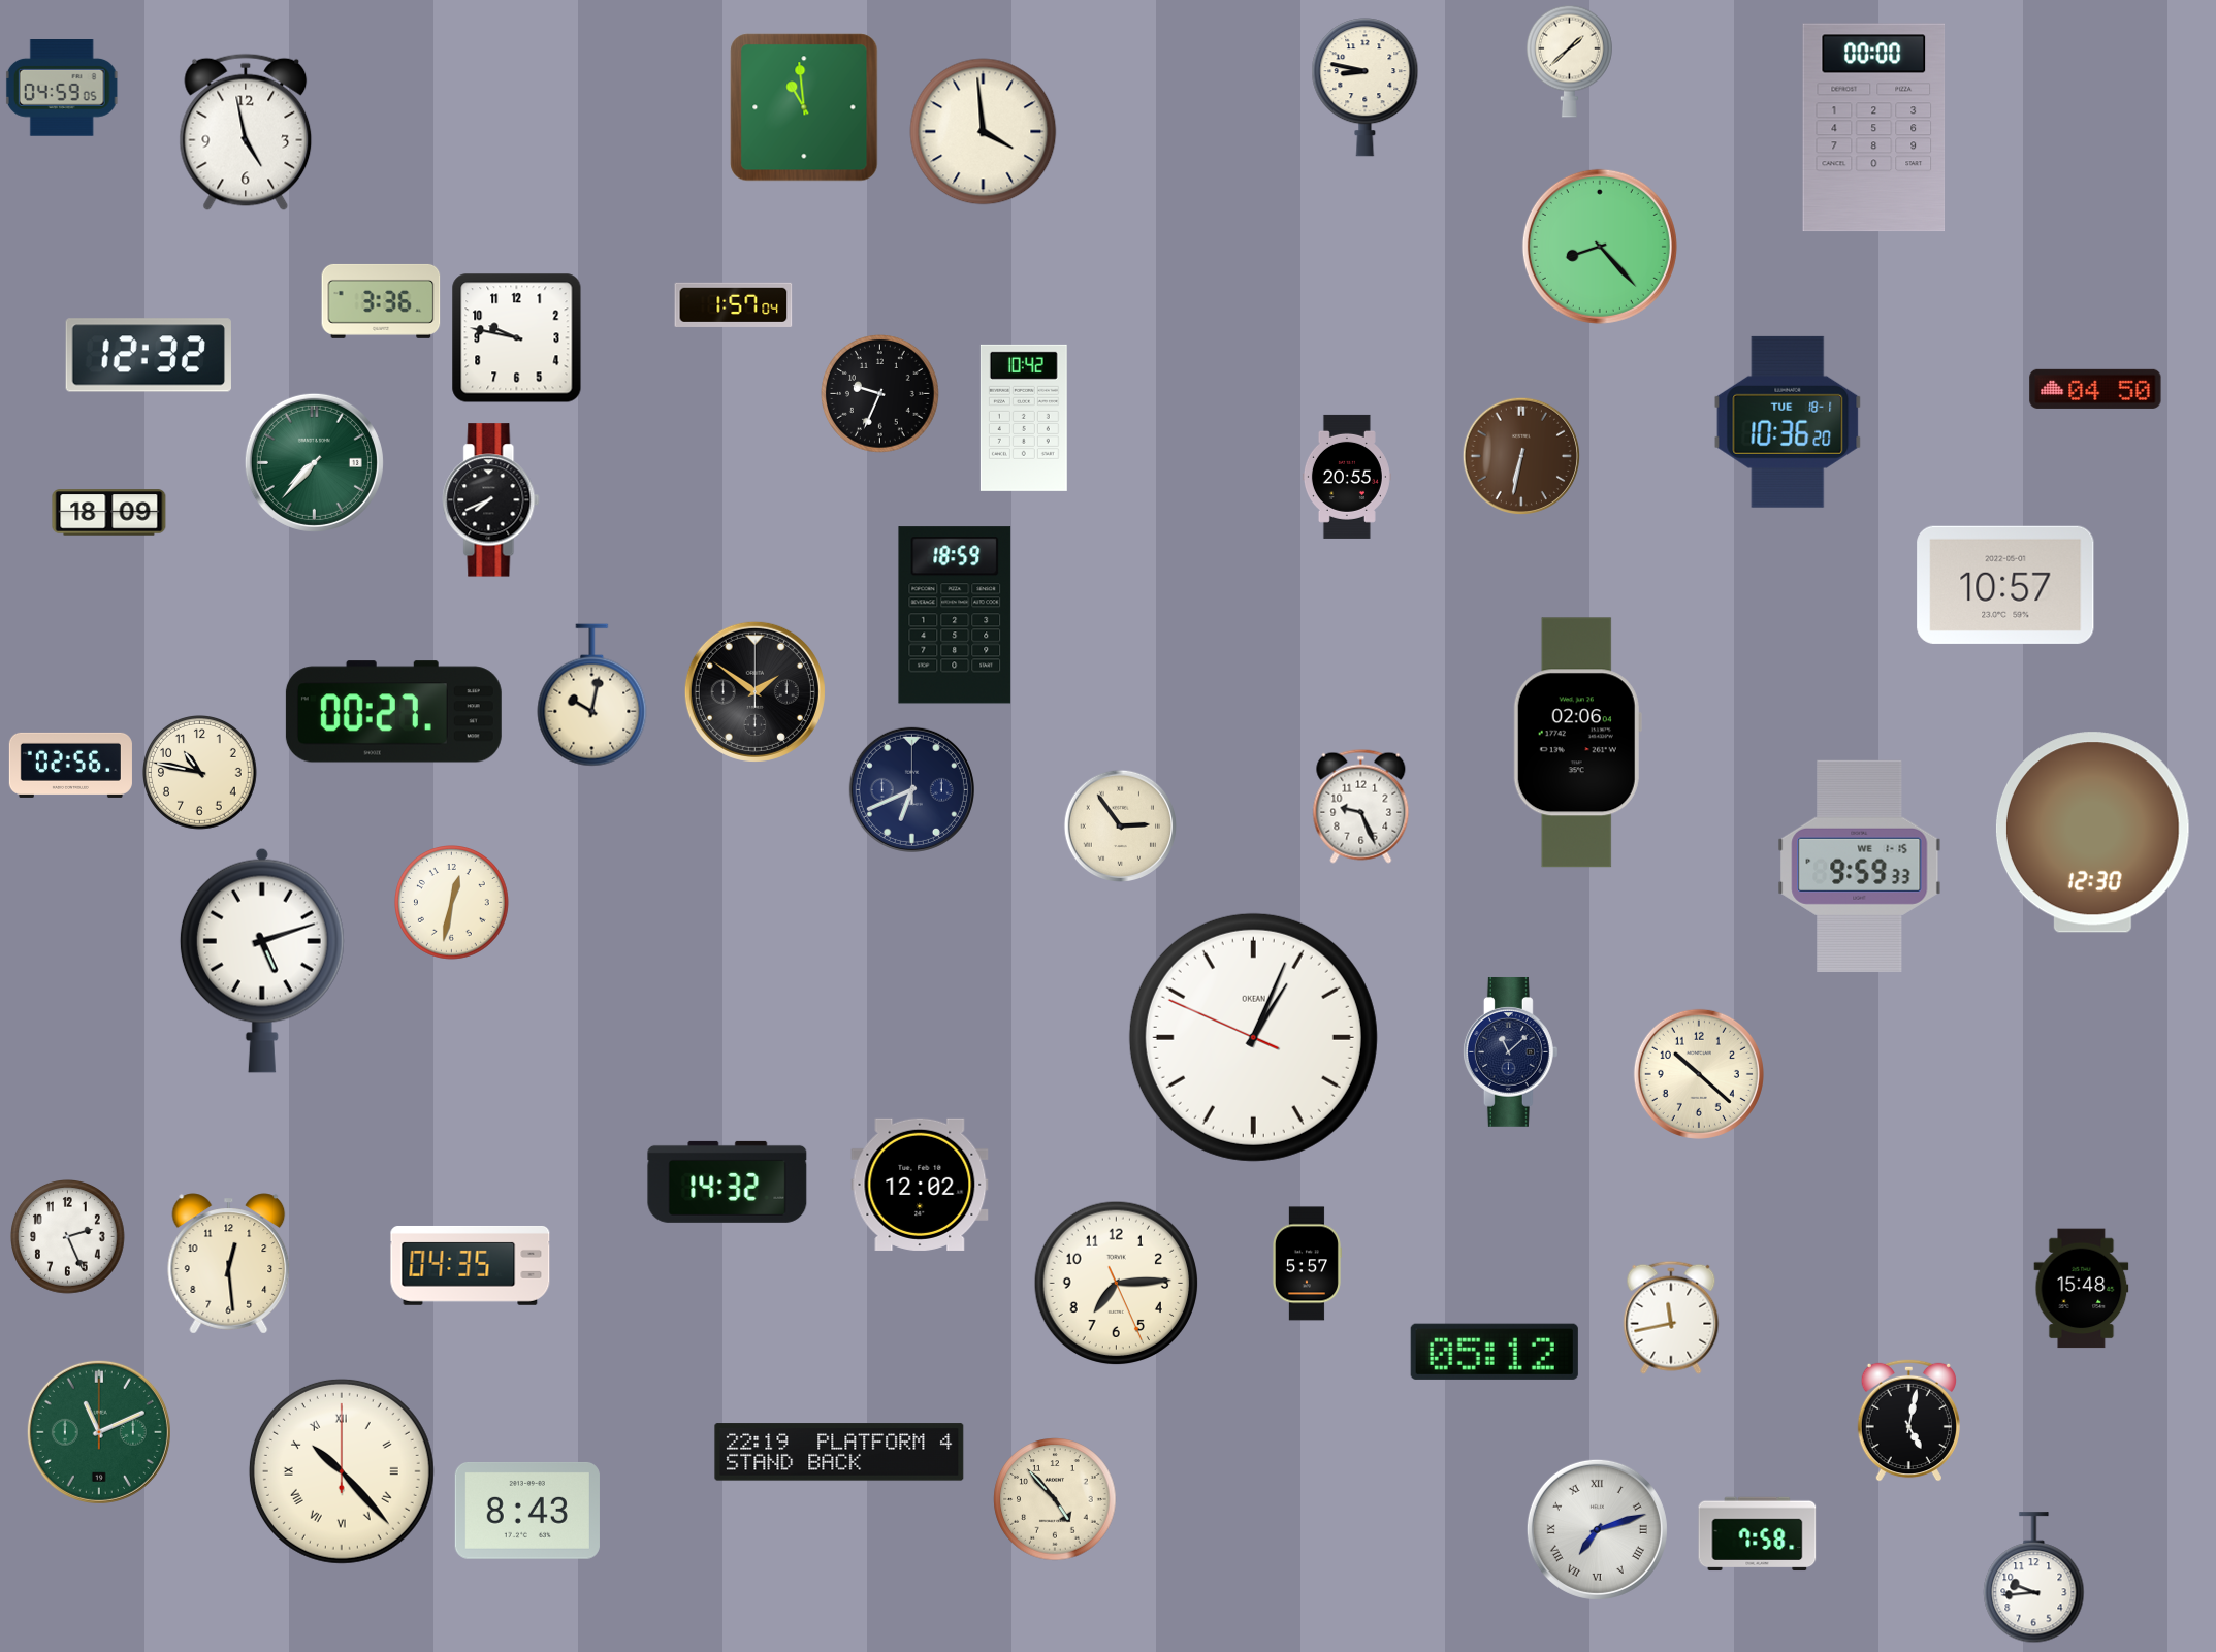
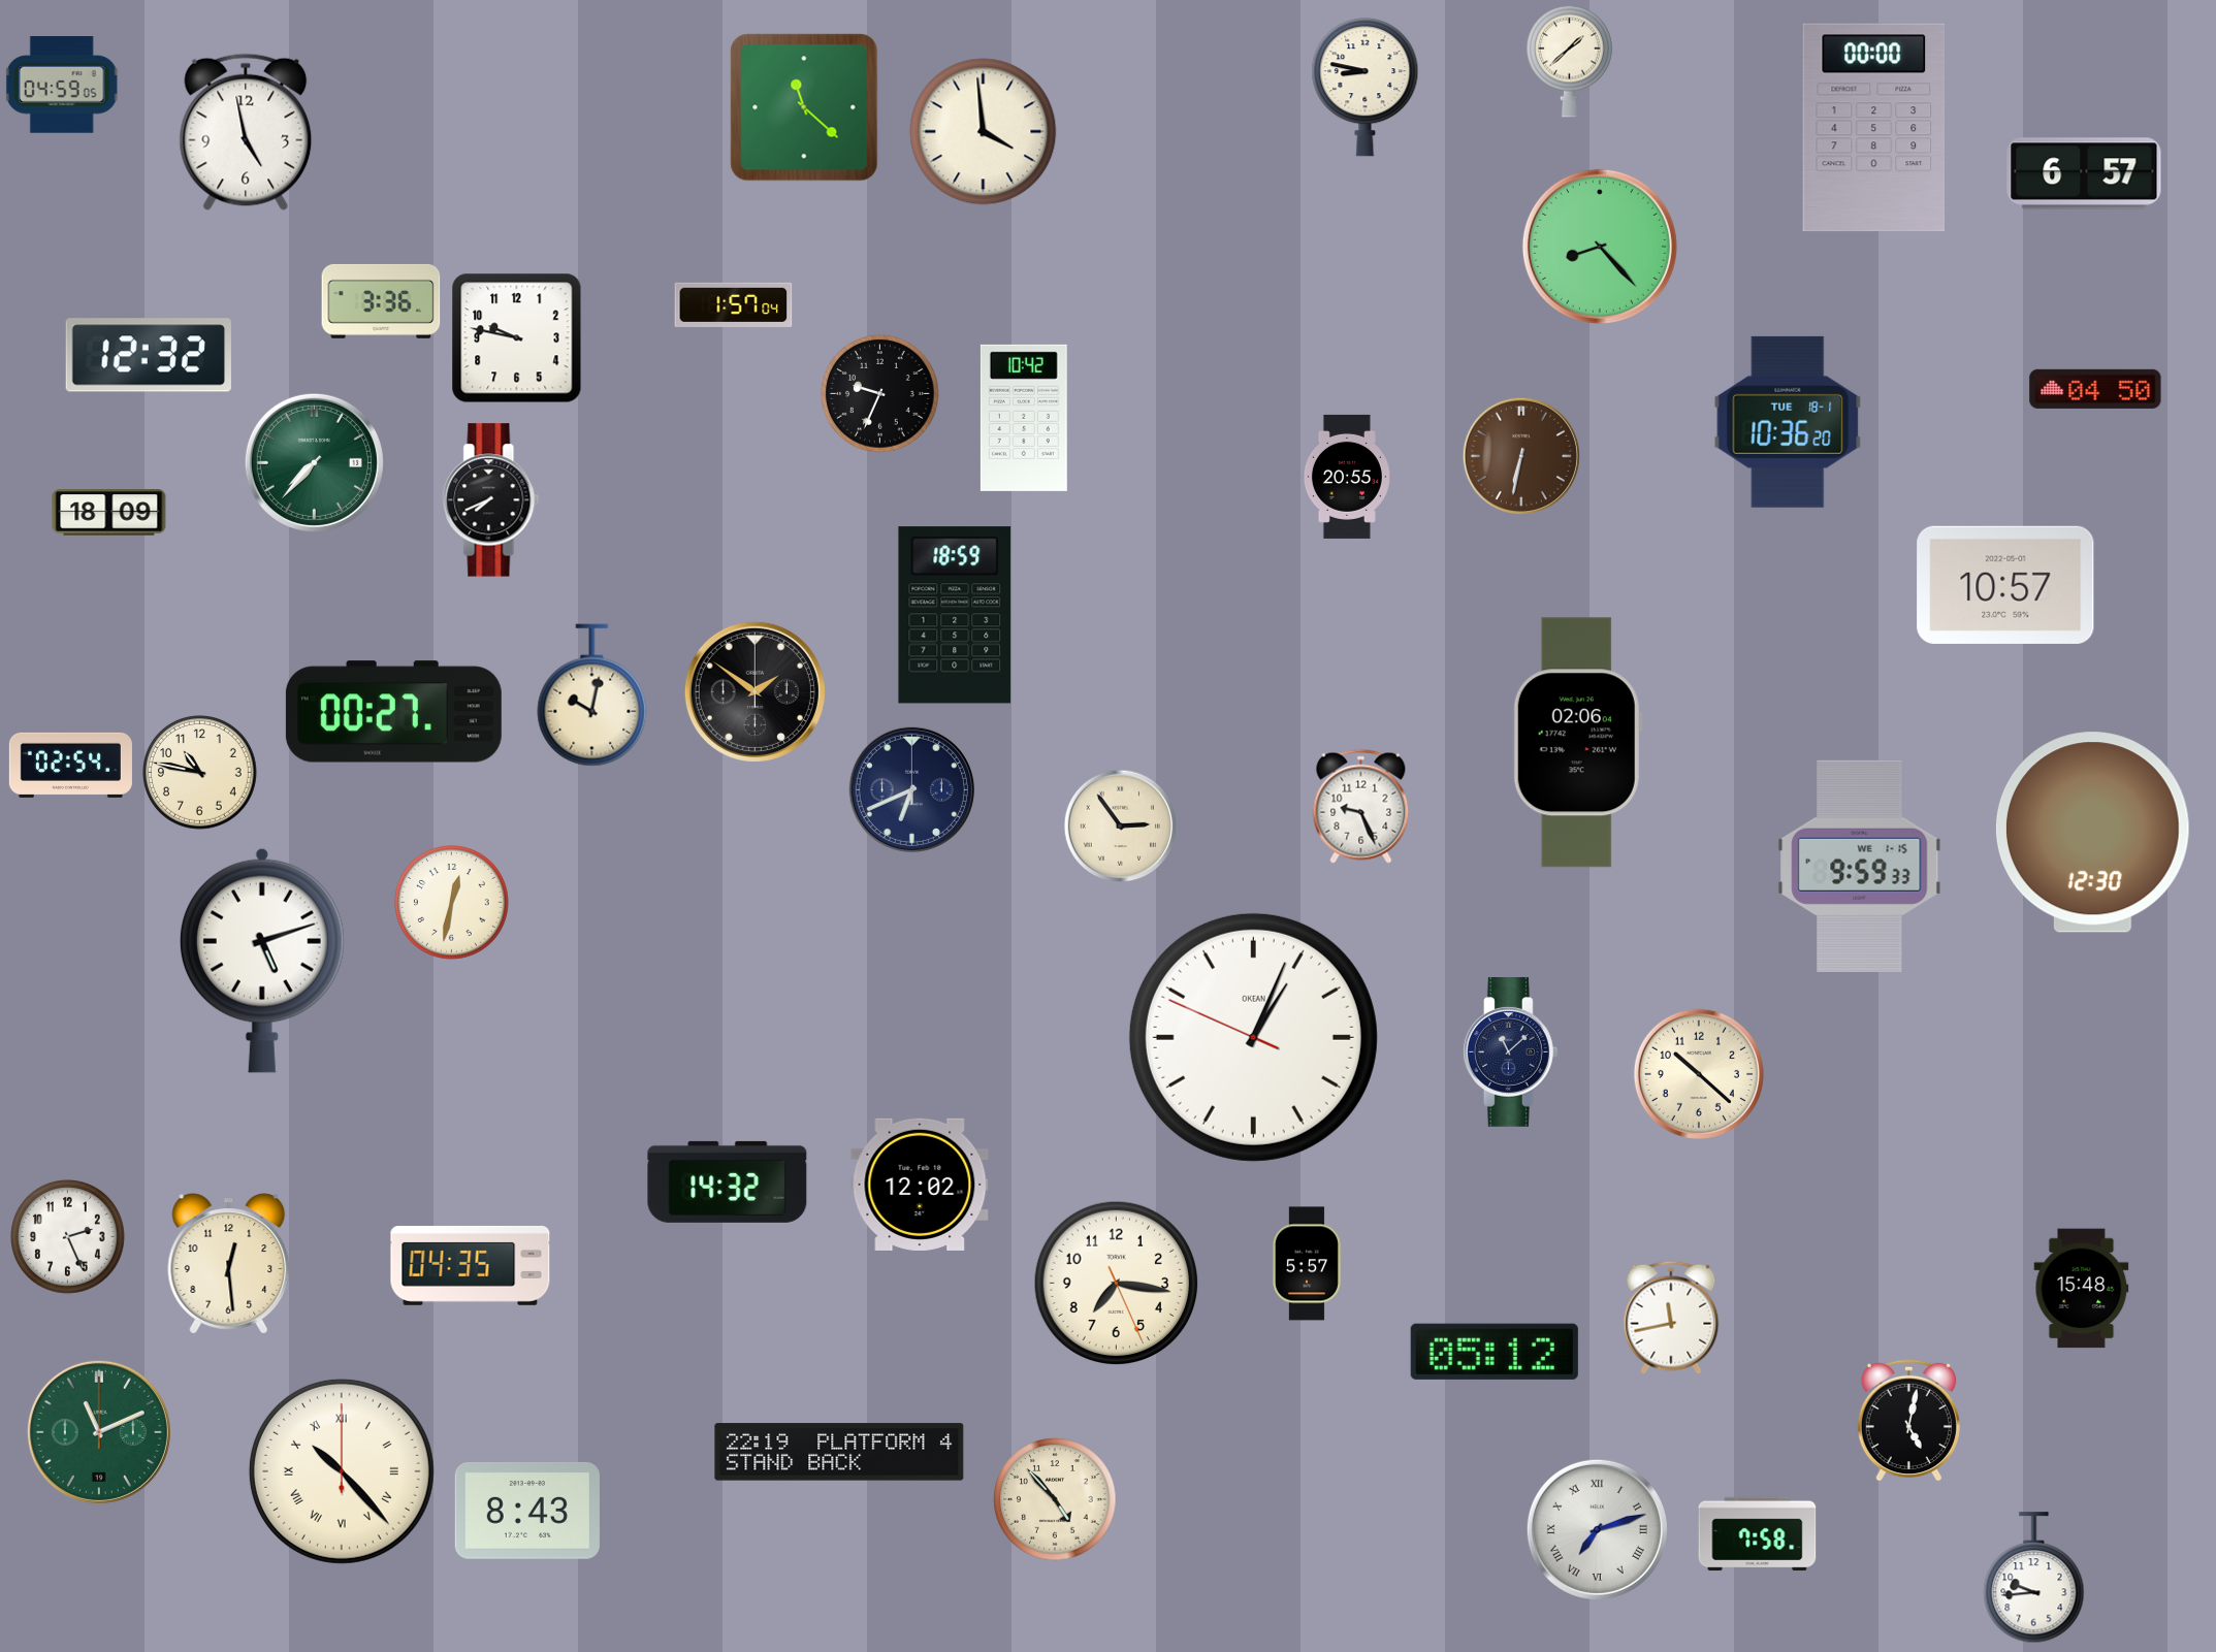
clock at (62, 89) position: (62, 89) -> (62, 86)
clock at (804, 107): 10:59 -> 11:22
clock at (2084, 173): none -> 6:57
clock at (70, 765): 02:56 -> 02:54
clock at (1117, 1284): 7:14 -> 7:16
